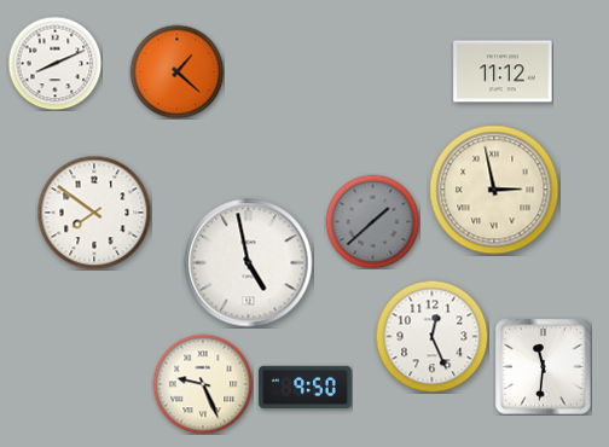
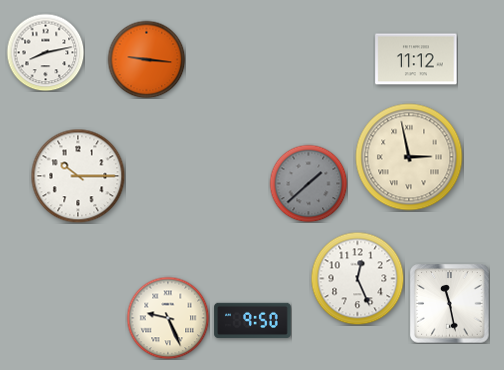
clock at (54, 63): 8:11 -> 8:13
clock at (176, 71): 1:22 -> 9:16
clock at (94, 213): 7:51 -> 10:15
clock at (249, 263): 4:58 -> none
clock at (544, 367): 11:31 -> 11:28
